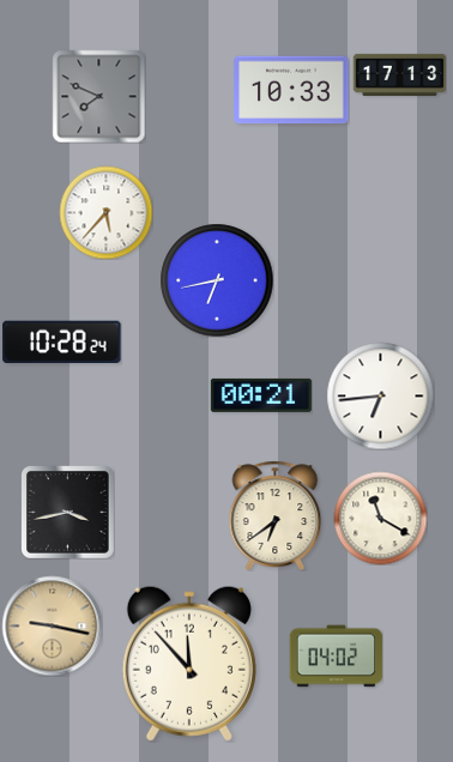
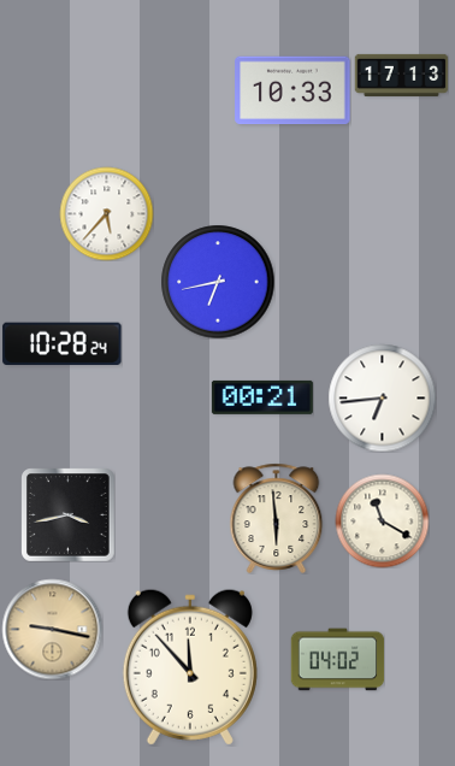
clock at (98, 96): 7:49 -> none
clock at (276, 515): 6:39 -> 5:59
